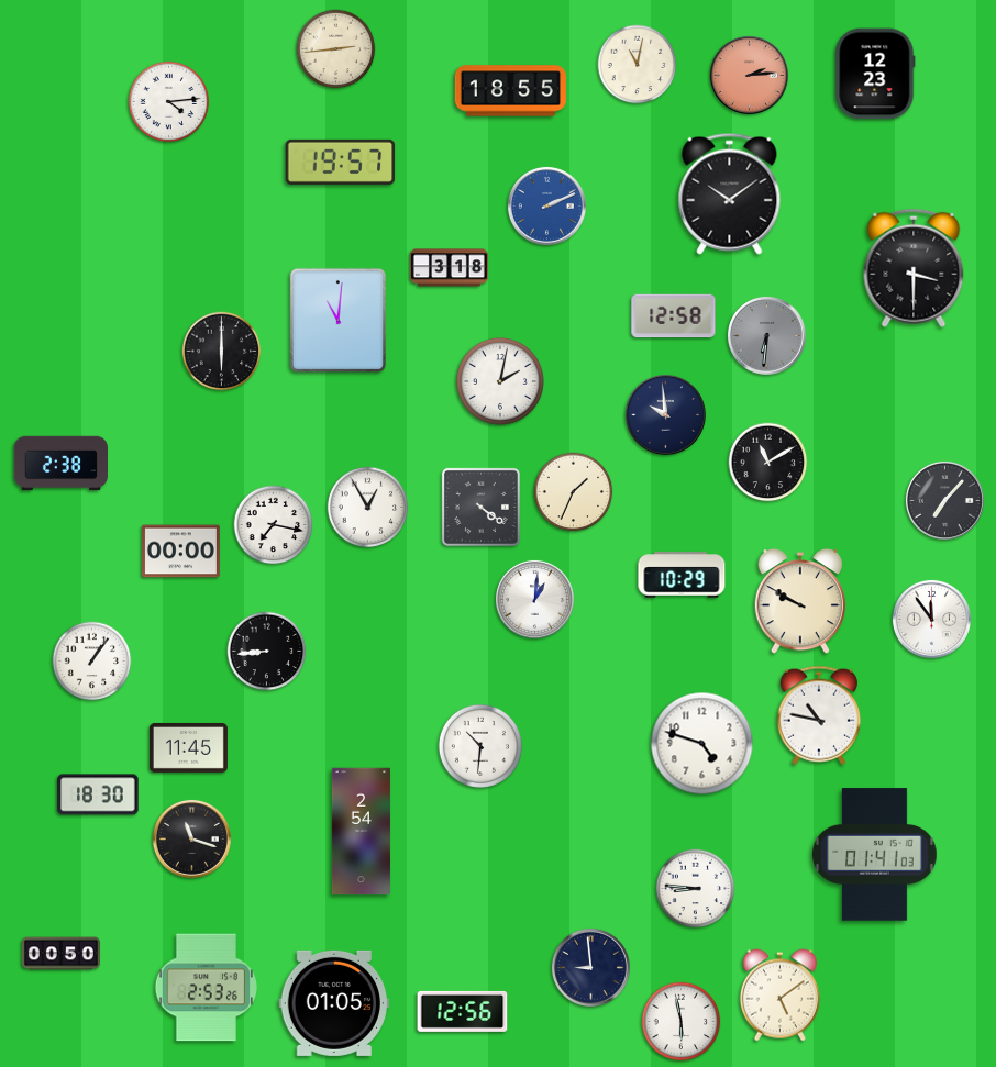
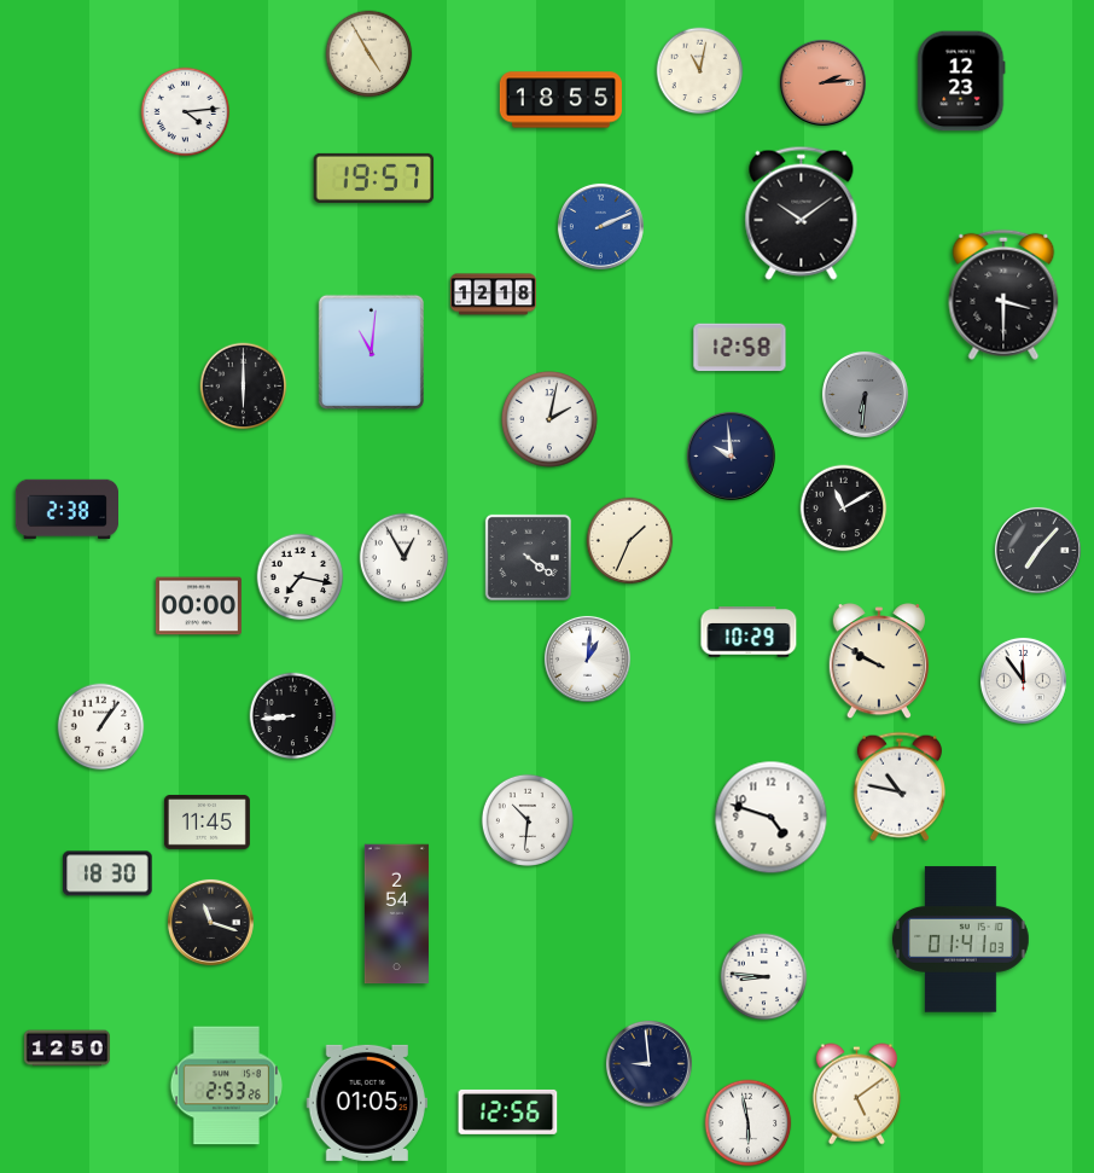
clock at (336, 49): 2:44 -> 4:55
clock at (449, 268): 3:18 -> 12:18
clock at (766, 335) position: (766, 335) -> (865, 394)
clock at (60, 954): 00:50 -> 12:50
